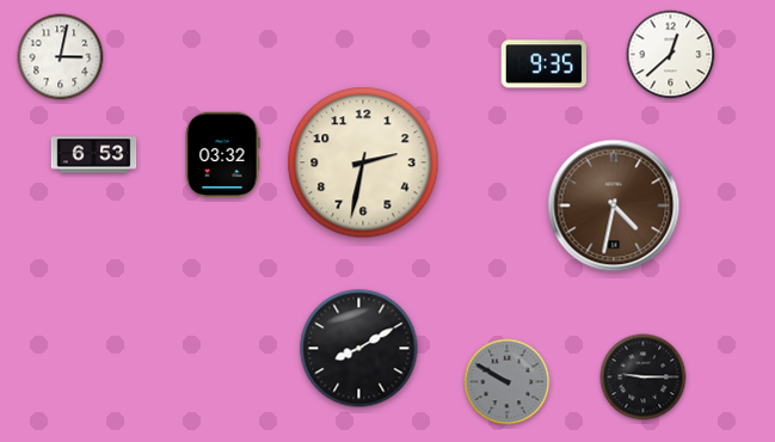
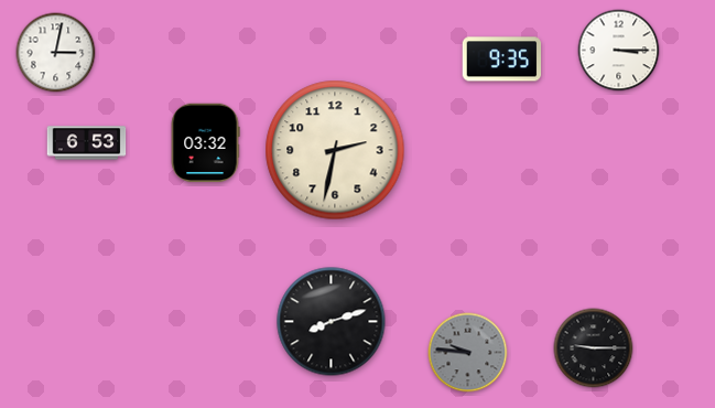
clock at (671, 55): 12:38 -> 3:15
clock at (614, 205): 4:32 -> none
clock at (359, 349): 8:10 -> 8:12
clock at (508, 382): 9:50 -> 9:46
